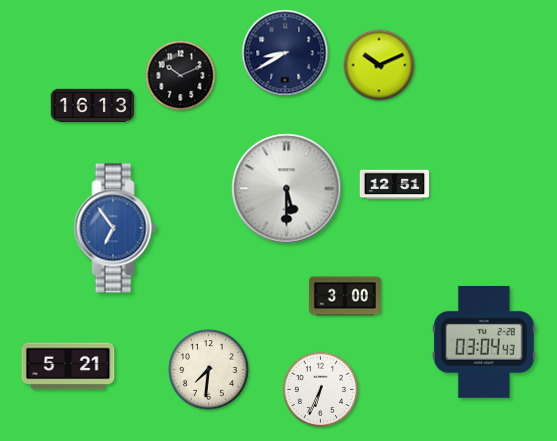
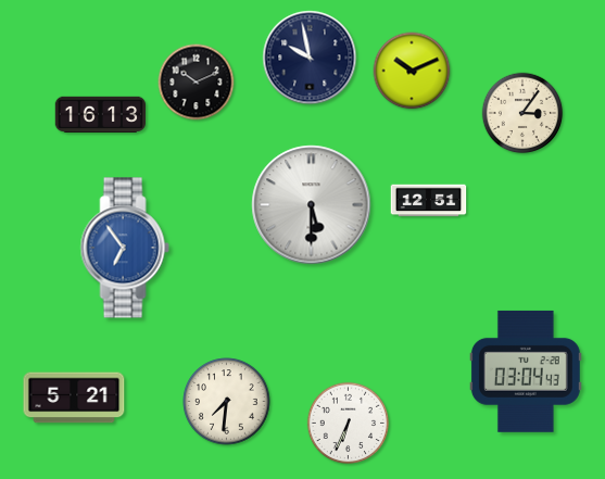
clock at (285, 53): 8:40 -> 9:58
clock at (522, 113): none -> 3:06
clock at (345, 296): 3:00 -> none
